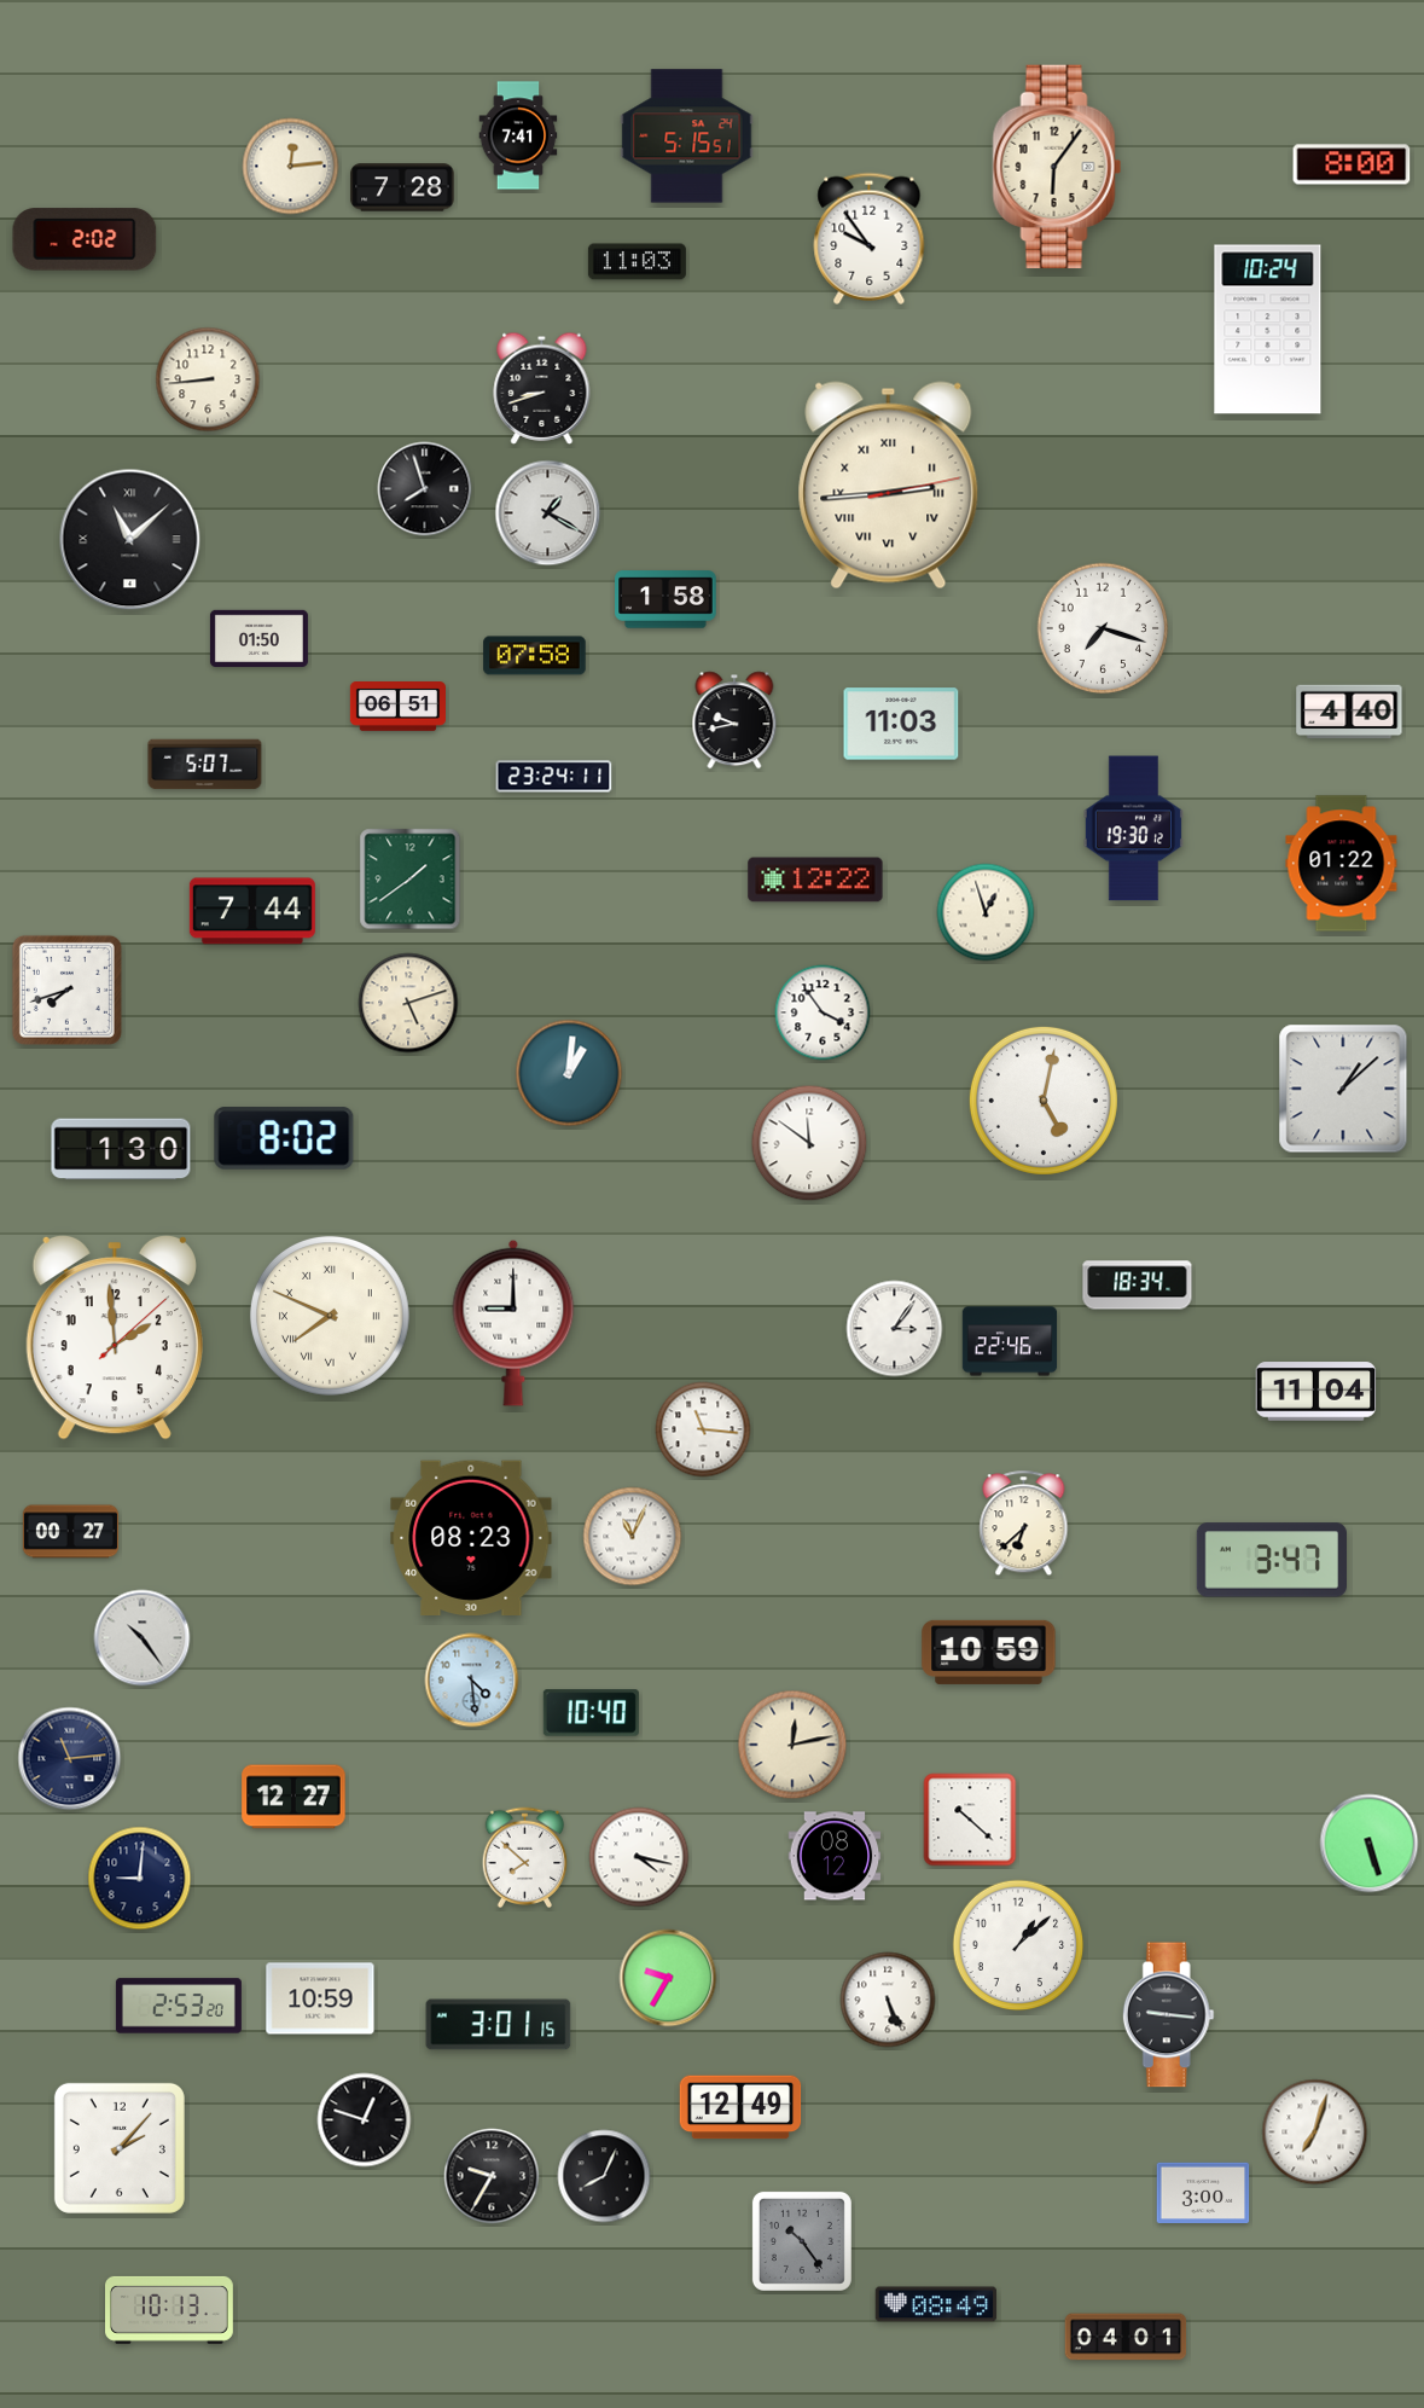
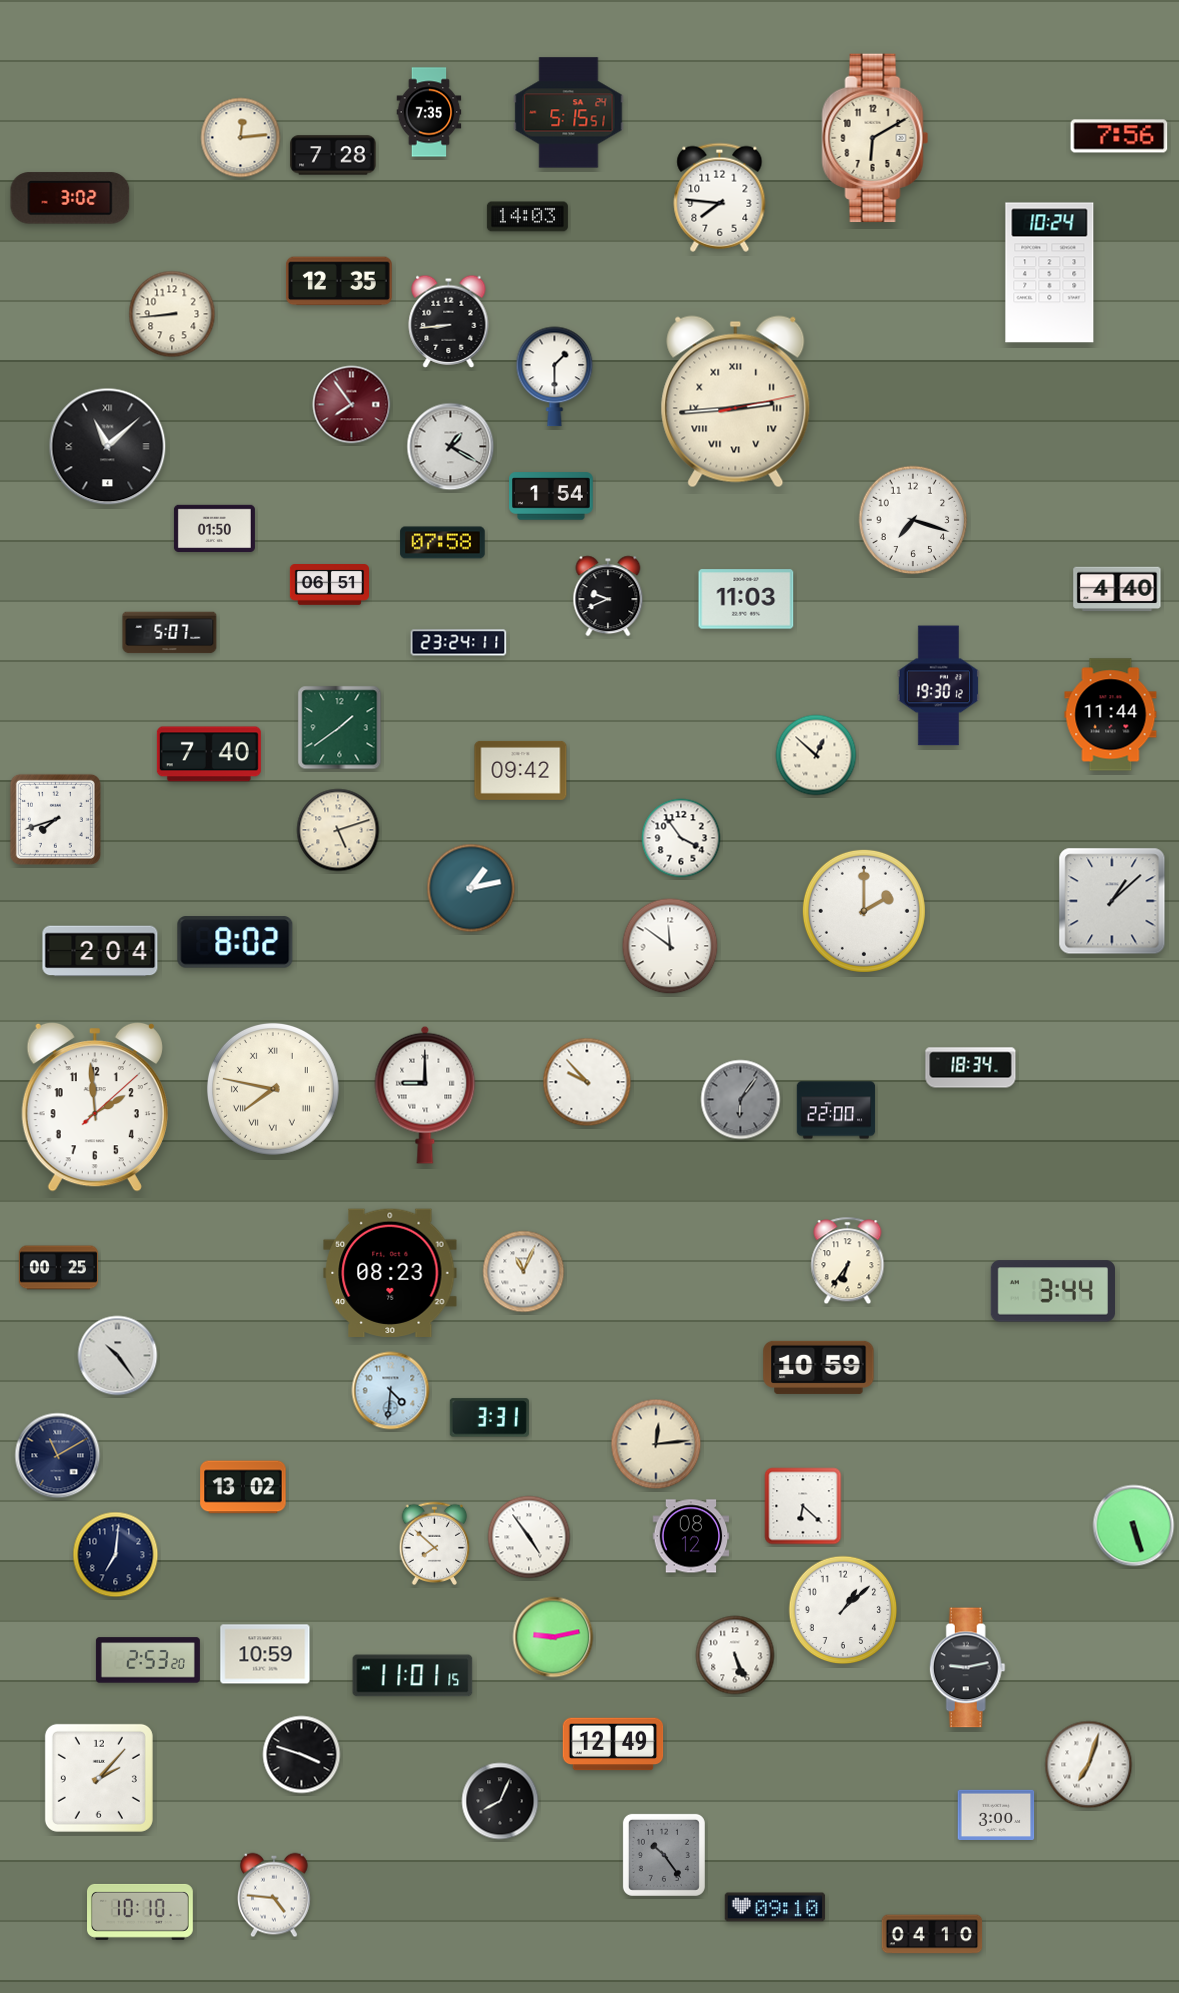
clock at (518, 135): 7:41 -> 7:35
clock at (1352, 164): 8:00 -> 7:56
clock at (1057, 167): 6:06 -> 6:10
clock at (870, 238): 9:54 -> 7:46
clock at (85, 239): 2:02 -> 3:02
clock at (637, 262): 11:03 -> 14:03
clock at (339, 281): none -> 12:35
clock at (542, 388): 8:42 -> 8:44
clock at (555, 377): none -> 1:30
clock at (425, 489): 7:57 -> 7:54
clock at (425, 489) dial: black -> burgundy
clock at (548, 513) position: (548, 513) -> (451, 447)
clock at (665, 599): 1:58 -> 1:54
clock at (734, 720): 9:43 -> 9:41
clock at (1342, 864): 01:22 -> 11:44
clock at (815, 880): 12:22 -> none
clock at (252, 911): 7:44 -> 7:40
clock at (986, 912): 12:57 -> 12:52
clock at (521, 770): none -> 09:42
clock at (569, 1073): 1:01 -> 1:13
clock at (1044, 1101): 5:02 -> 2:00
clock at (121, 1149): 1:30 -> 2:04
clock at (1138, 1286) position: (1138, 1286) -> (971, 1068)
clock at (587, 1082): none -> 9:53
clock at (330, 1316): 7:49 -> 7:47
clock at (895, 1329): 3:06 -> 6:06
clock at (895, 1329) dial: white -> grey
clock at (1010, 1341): 22:46 -> 22:00
clock at (1317, 1392): 11:04 -> none
clock at (703, 1429): 11:16 -> none
clock at (1024, 1524): 6:38 -> 6:36
clock at (70, 1532): 00:27 -> 00:25
clock at (1271, 1560): 3:47 -> 3:44
clock at (472, 1681): 4:29 -> 4:31
clock at (591, 1713): 10:40 -> 3:31
clock at (792, 1745): 12:13 -> 12:14
clock at (70, 1759): 11:14 -> 11:10
clock at (293, 1797): 12:27 -> 13:02
clock at (970, 1820): 10:22 -> 6:22
clock at (639, 1857): 4:17 -> 4:54
clock at (525, 1858) position: (525, 1858) -> (435, 1544)
clock at (140, 1879): 9:01 -> 7:01
clock at (668, 1978): 9:35 -> 9:13
clock at (1168, 2015): 9:16 -> 9:13
clock at (499, 2025): 3:01 -> 11:01
clock at (365, 2120): 12:48 -> 3:48
clock at (492, 2176): 9:35 -> none
clock at (275, 1895): none -> 4:46
clock at (936, 2304): 08:49 -> 09:10
clock at (170, 2310): 10:13 -> 10:10
clock at (1126, 2337): 04:01 -> 04:10
